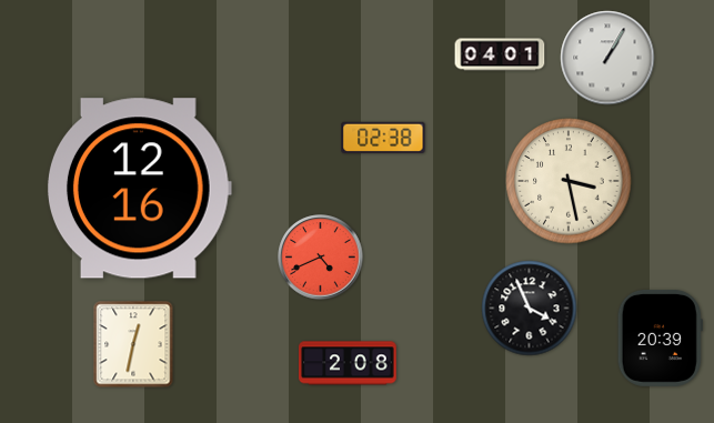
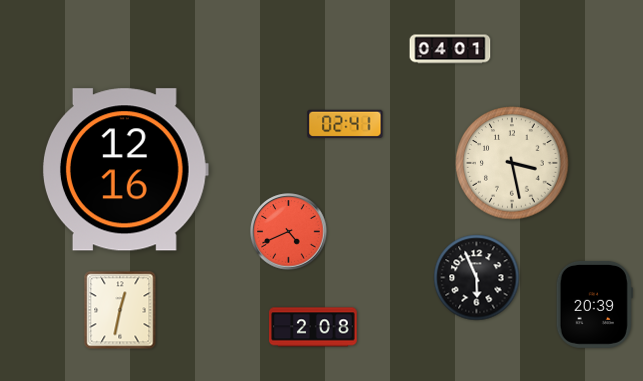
clock at (607, 58): 1:05 -> none
clock at (383, 137): 02:38 -> 02:41
clock at (530, 309): 3:56 -> 5:56
